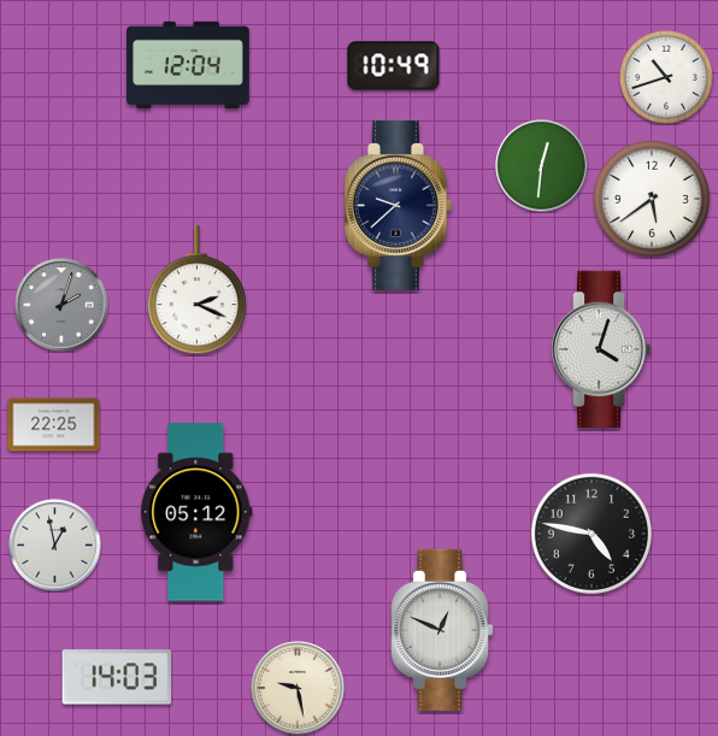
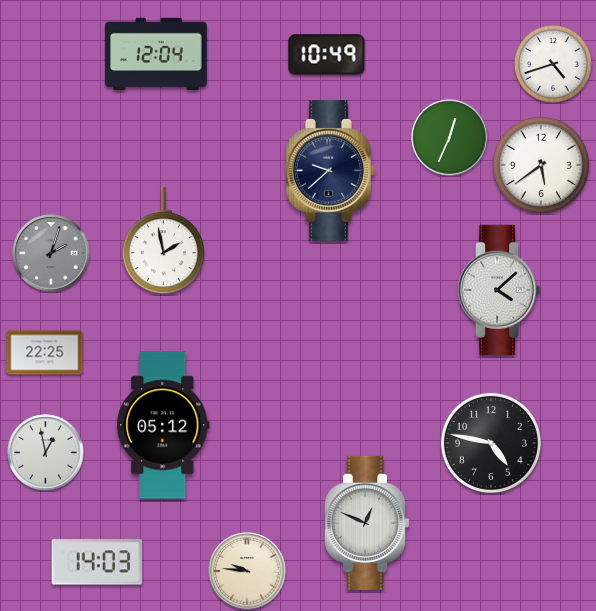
clock at (667, 78): 10:42 -> 4:42
clock at (542, 166): 12:31 -> 12:34
clock at (196, 290): 2:19 -> 1:58
clock at (602, 348): 4:03 -> 4:08
clock at (298, 688): 9:28 -> 9:46
